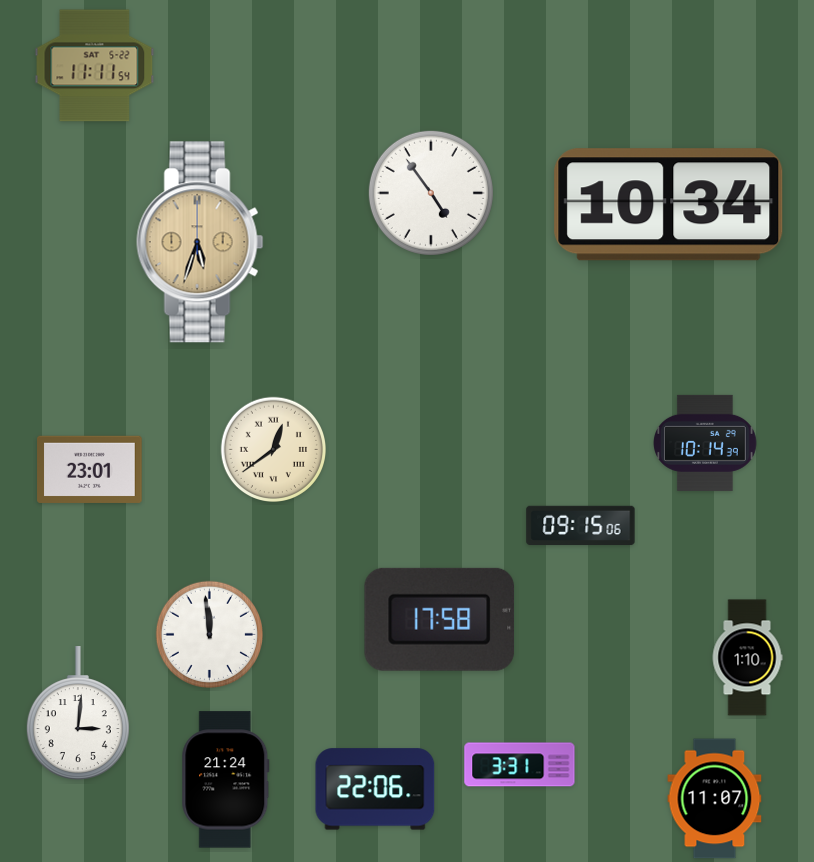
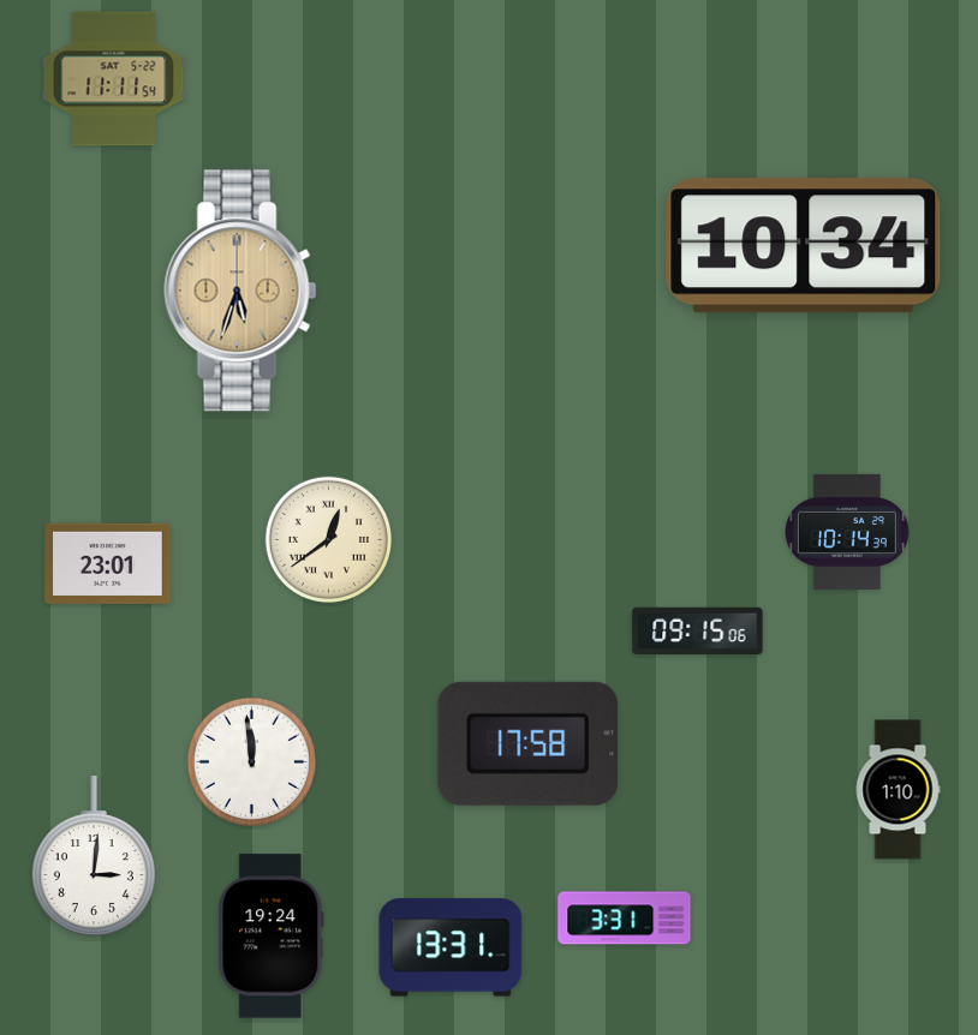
clock at (431, 193): 4:54 -> none
clock at (226, 780): 21:24 -> 19:24
clock at (375, 789): 22:06 -> 13:31
clock at (715, 799): 11:07 -> none
